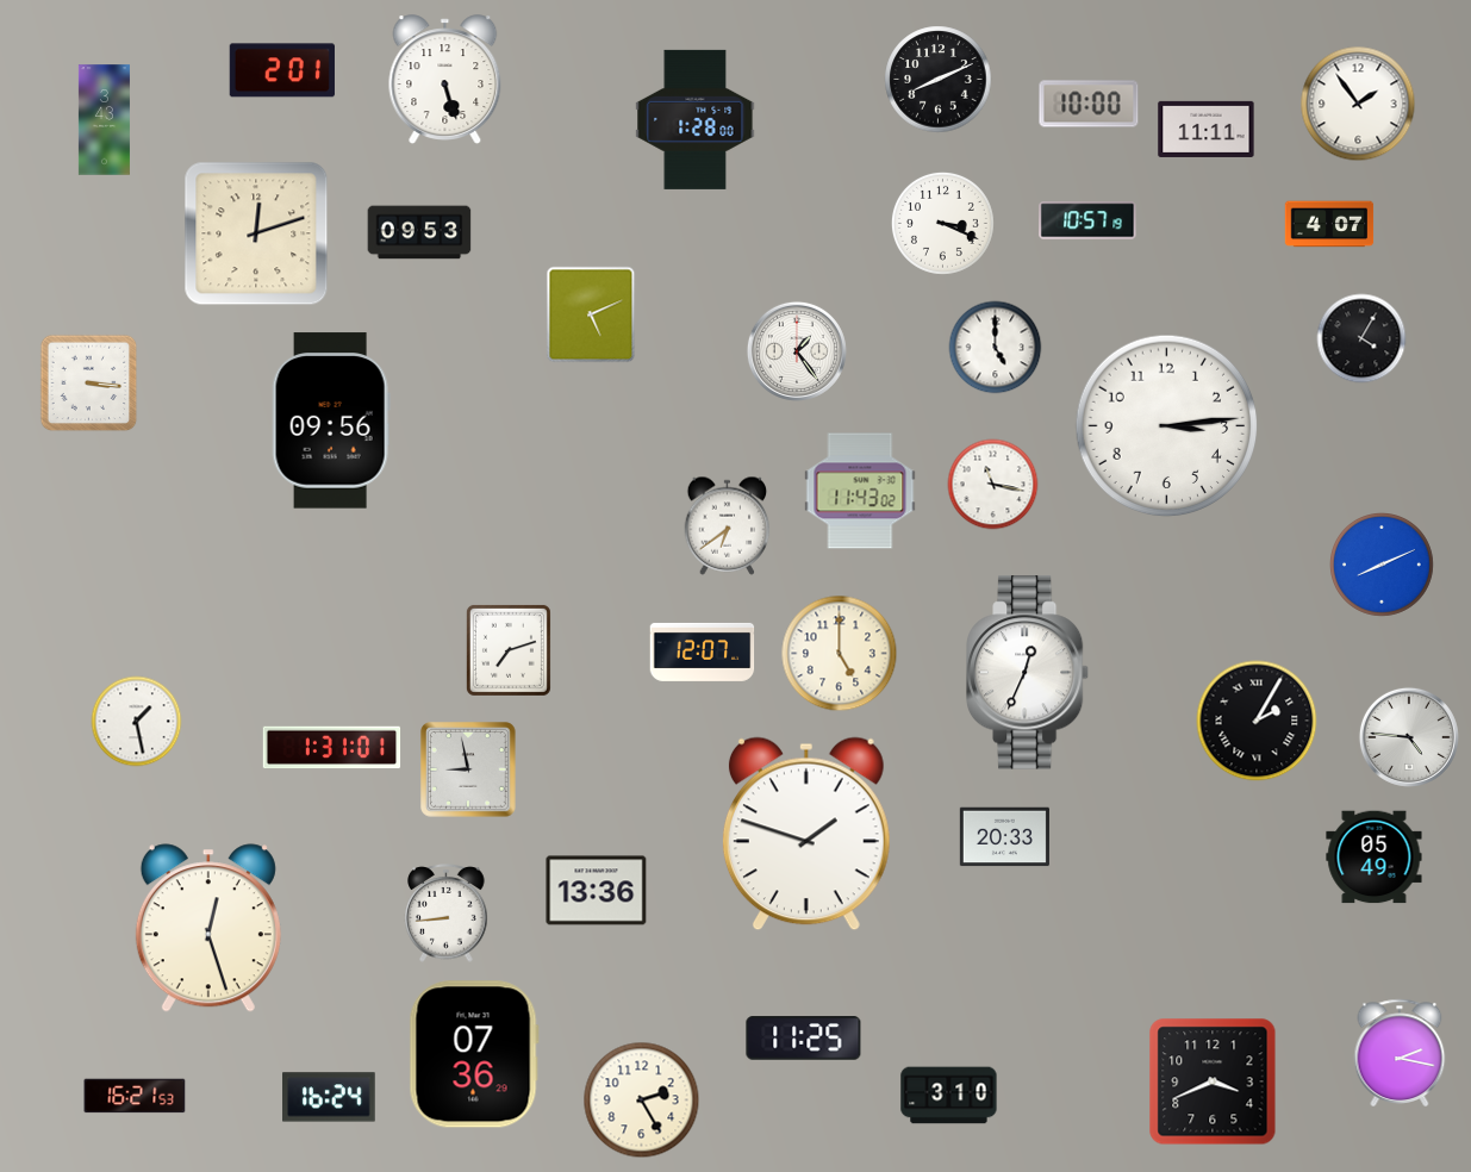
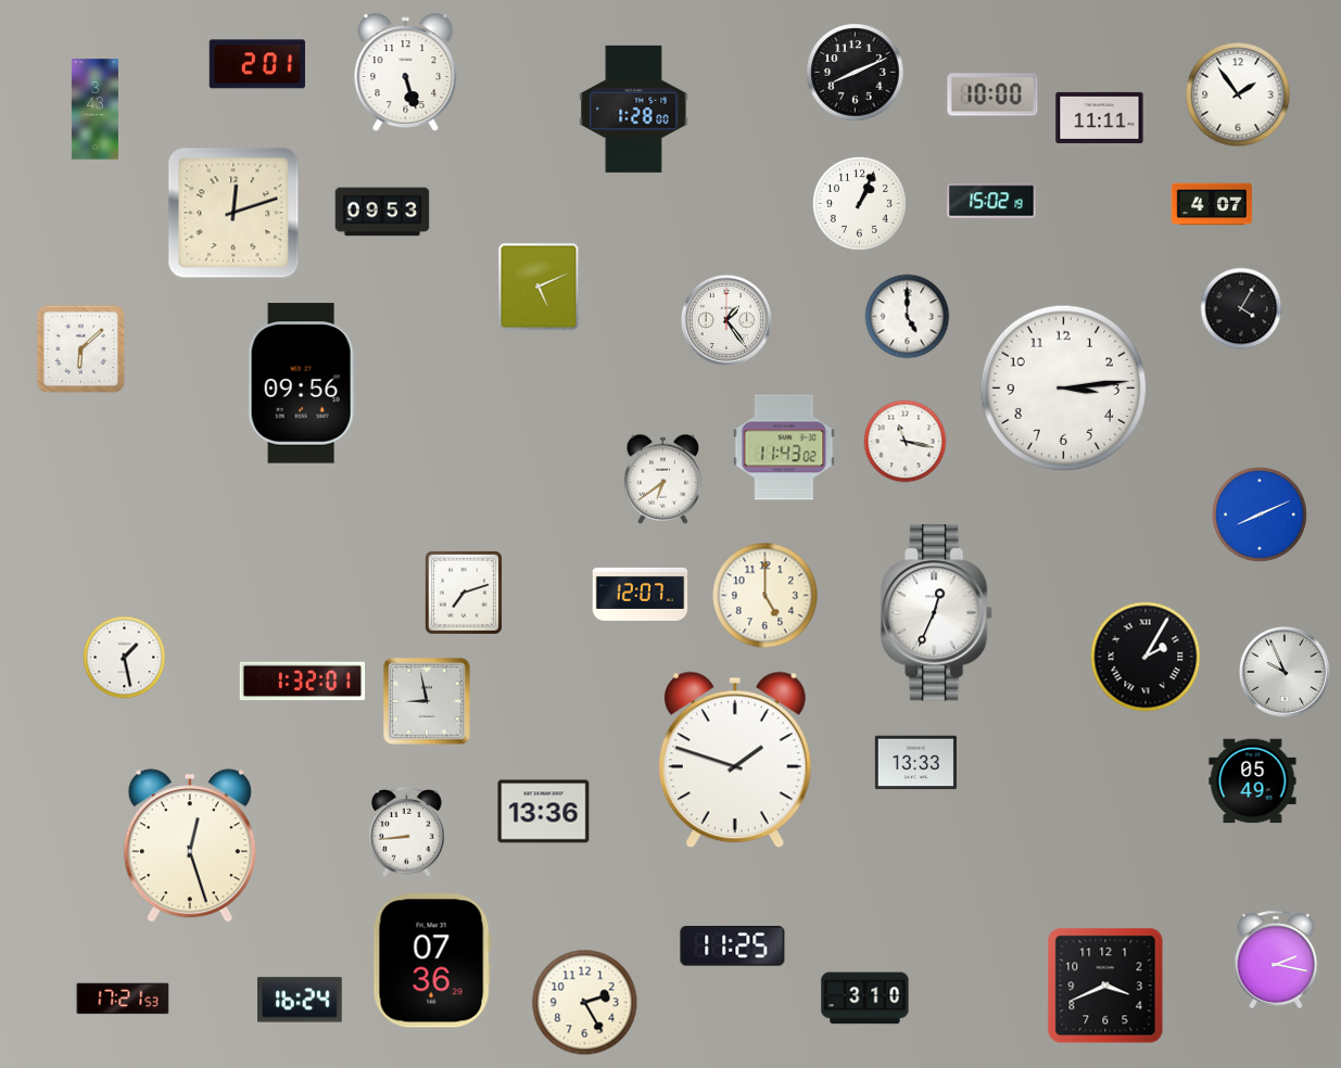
clock at (1087, 220): 10:57 -> 15:02
clock at (942, 223): 3:19 -> 1:04
clock at (89, 384): 3:16 -> 6:08
clock at (1409, 737): 4:46 -> 9:56
clock at (332, 748): 1:31 -> 1:32
clock at (1004, 837): 20:33 -> 13:33
clock at (135, 1096): 16:21 -> 17:21
